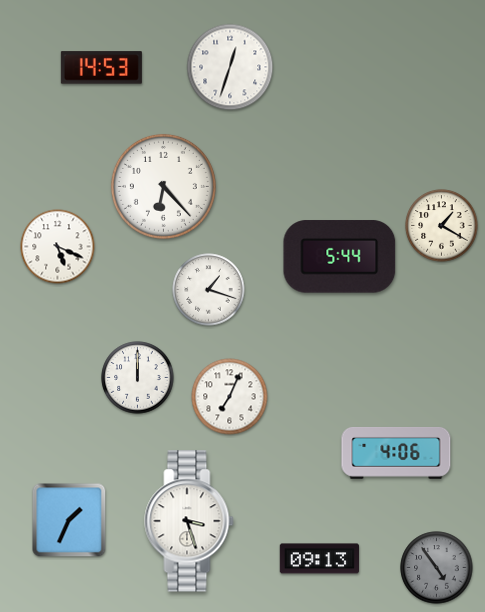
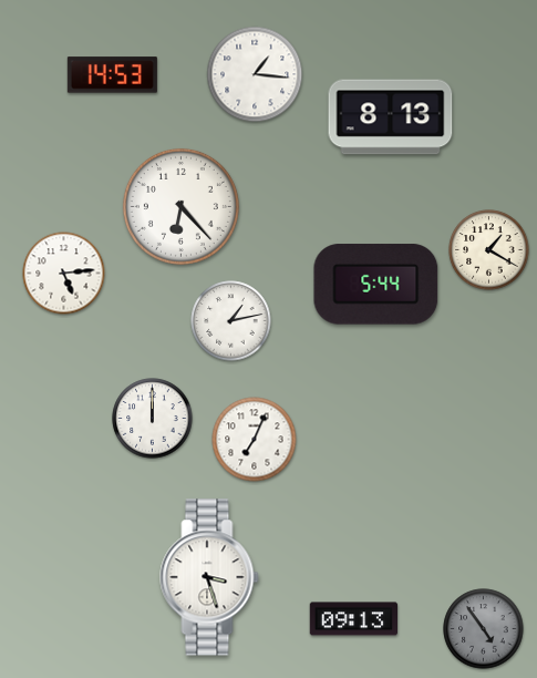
clock at (230, 67): 12:33 -> 1:16
clock at (391, 117): none -> 8:13
clock at (58, 247): 5:19 -> 5:14
clock at (209, 290): 1:18 -> 1:13
clock at (396, 453): 4:06 -> none
clock at (69, 520): 1:34 -> none
